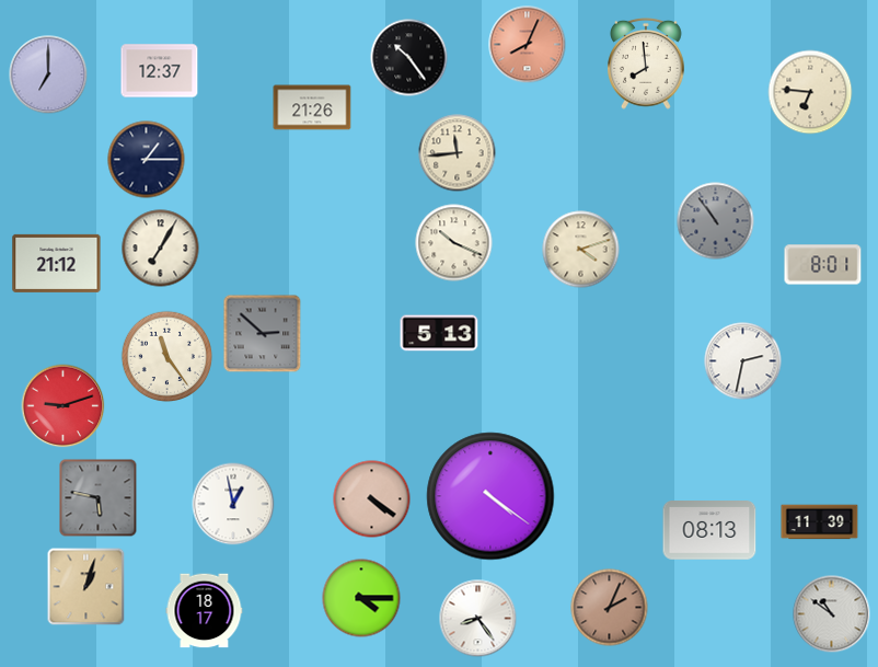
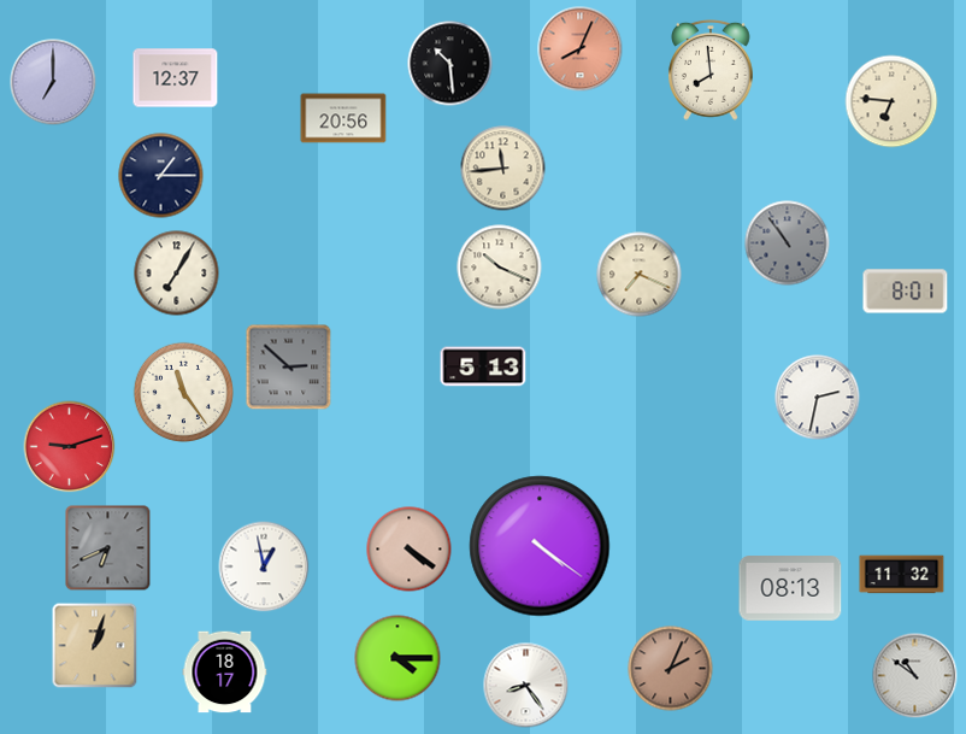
clock at (409, 58): 10:24 -> 10:29
clock at (312, 107): 21:26 -> 20:56
clock at (581, 250): 4:12 -> 7:19
clock at (57, 263): 21:12 -> none
clock at (99, 498): 5:47 -> 6:41
clock at (233, 504) position: (233, 504) -> (264, 566)
clock at (820, 522): 11:39 -> 11:32
clock at (709, 530) position: (709, 530) -> (790, 588)
clock at (478, 619) position: (478, 619) -> (526, 686)
